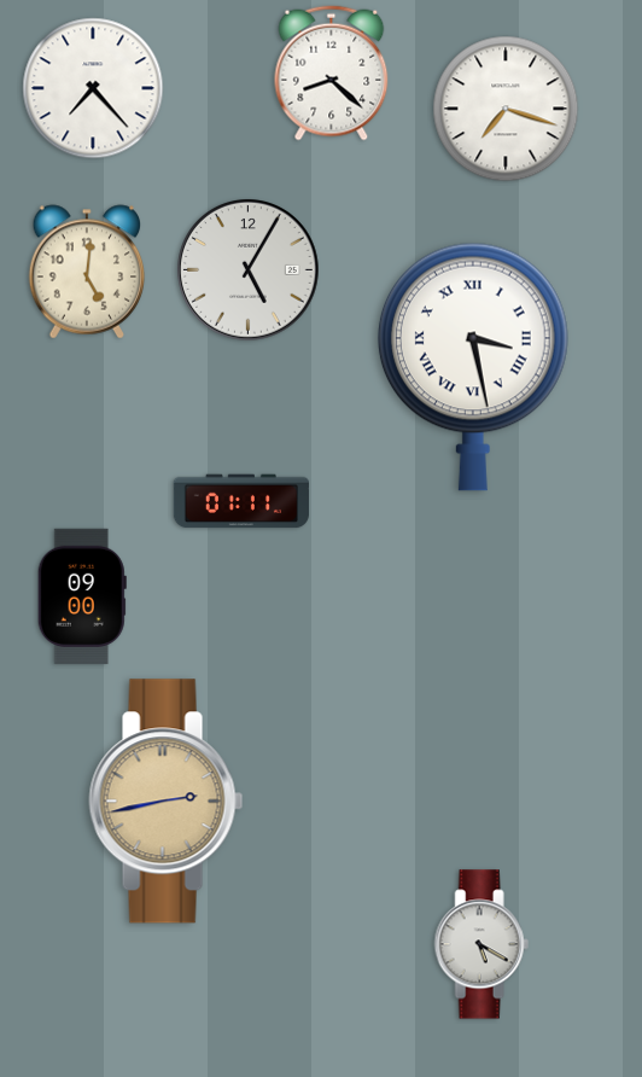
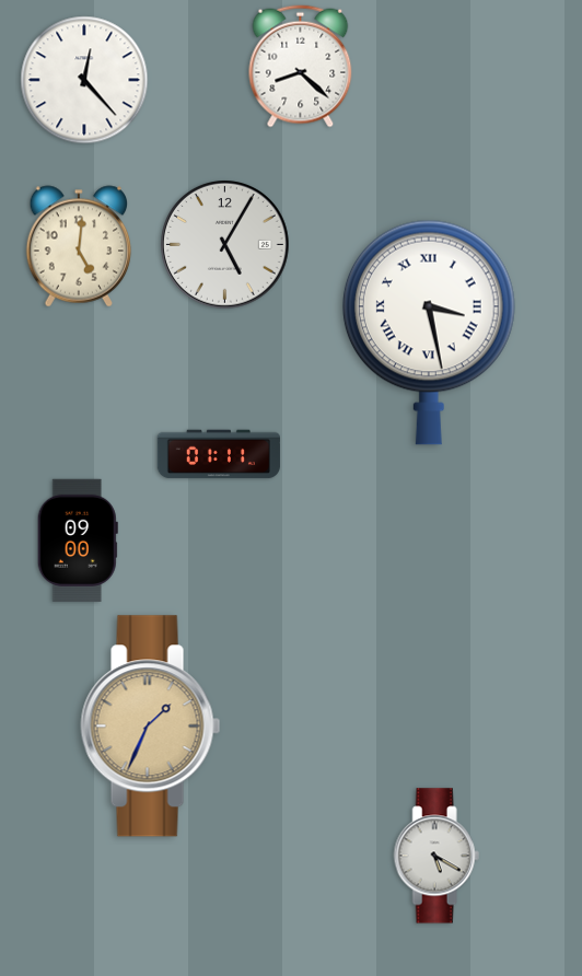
clock at (93, 88): 7:23 -> 12:23
clock at (506, 109): 7:18 -> none
clock at (82, 596) position: (82, 596) -> (78, 541)
clock at (167, 802): 2:43 -> 1:34
